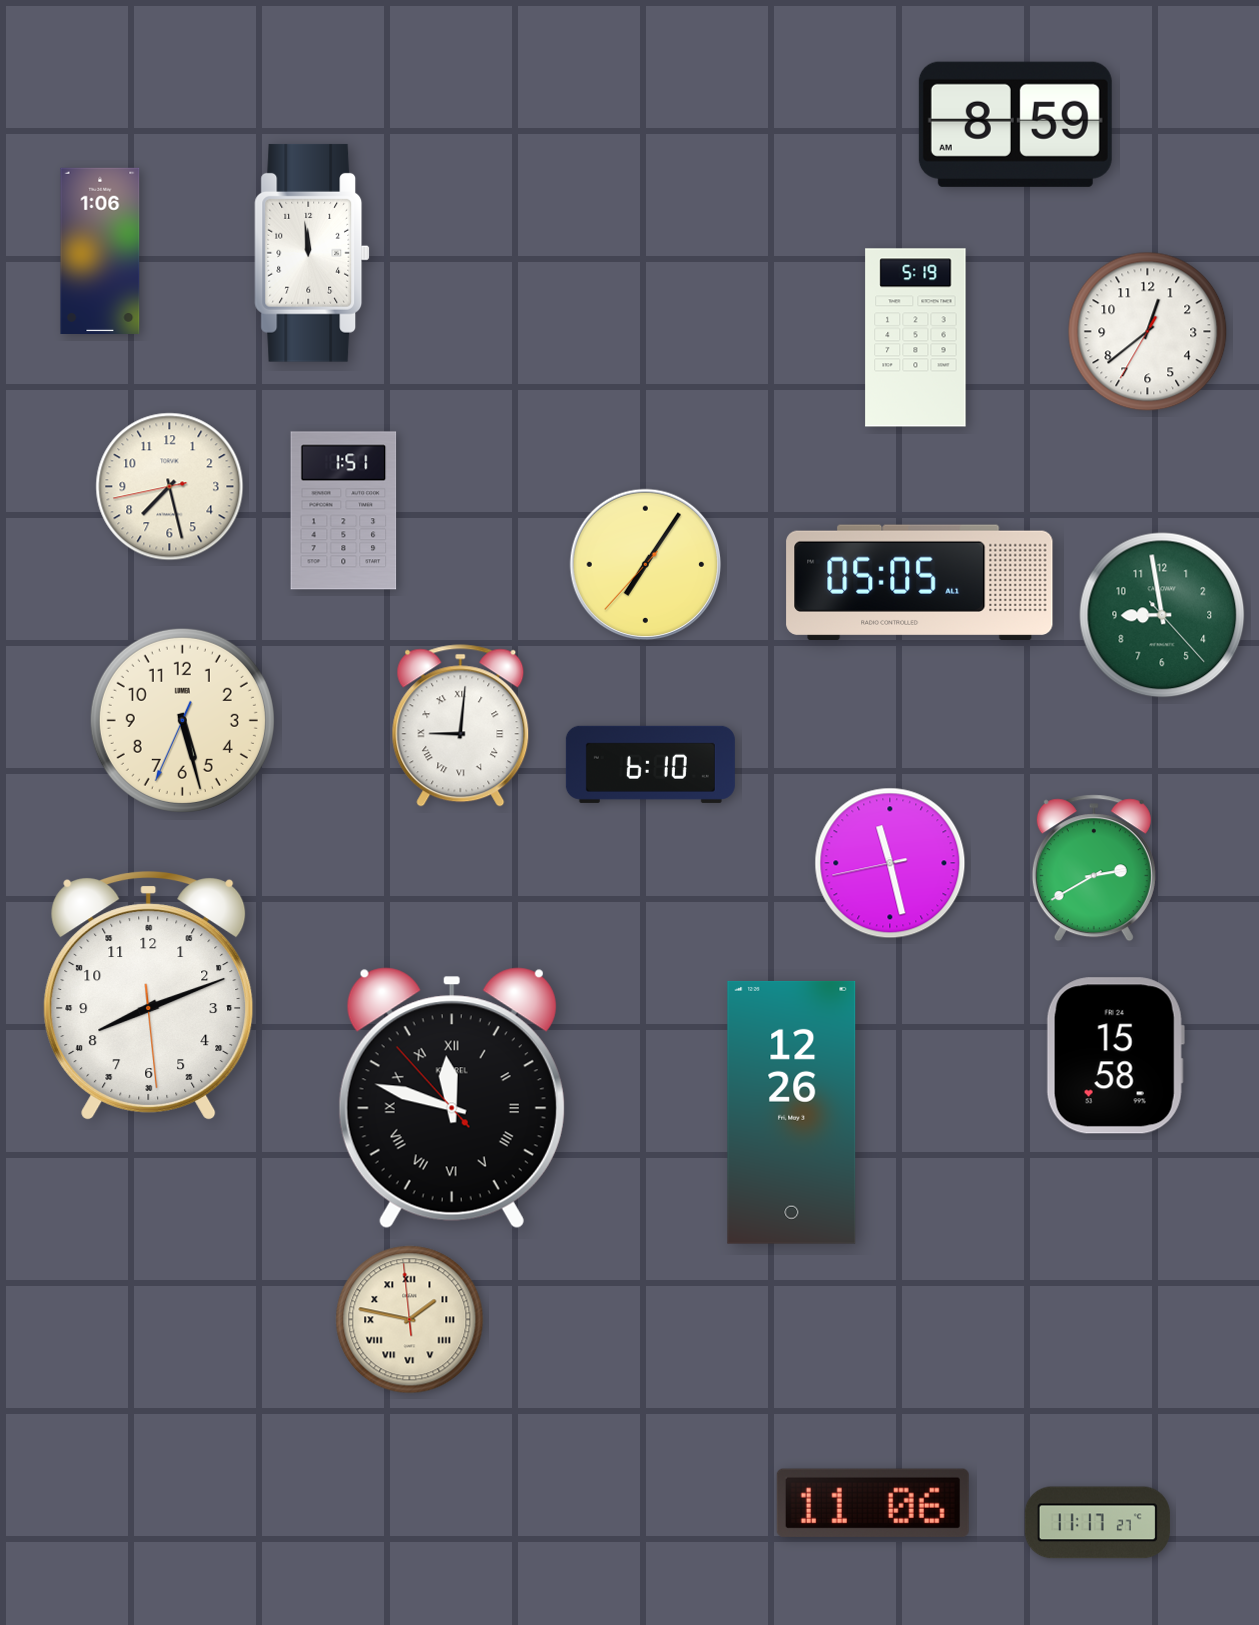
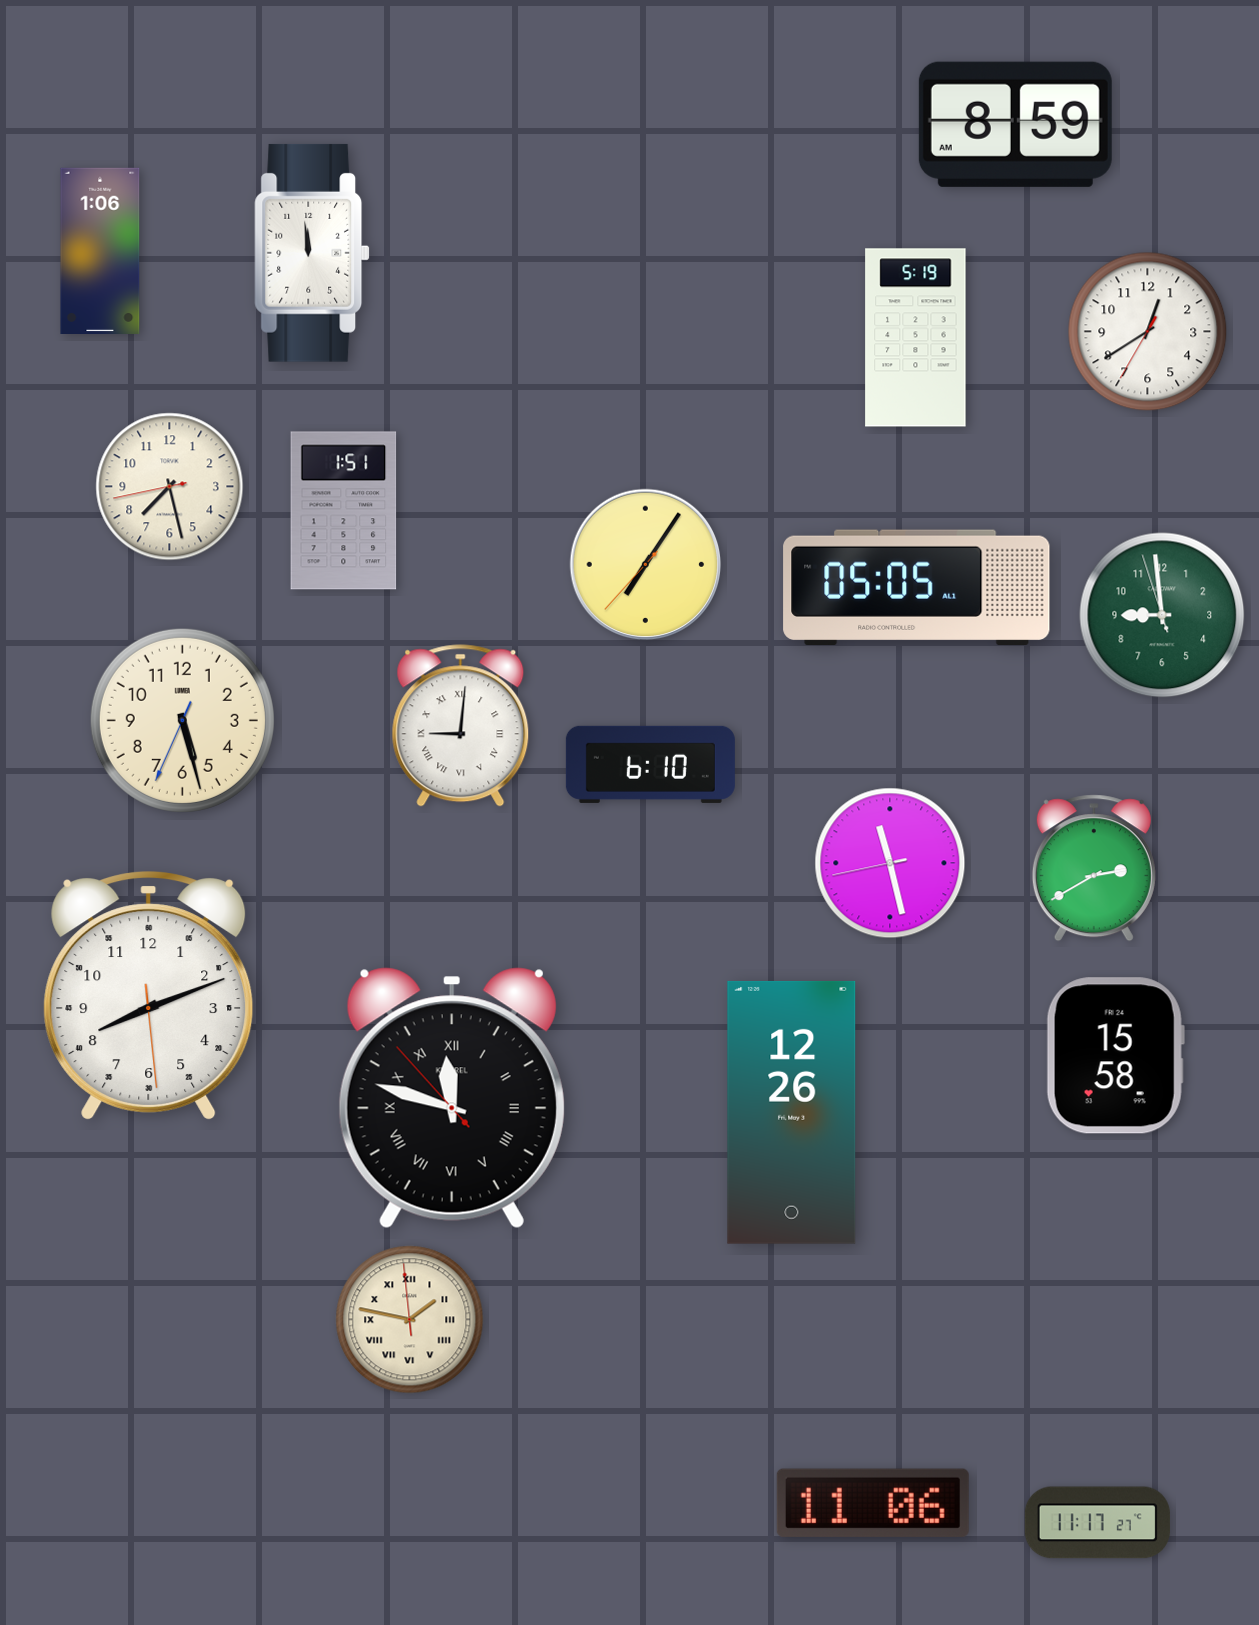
clock at (1148, 332): 12:38 -> 12:39
clock at (920, 583) position: (920, 583) -> (917, 588)
clock at (1162, 615): 8:58:23 -> 8:58:57
